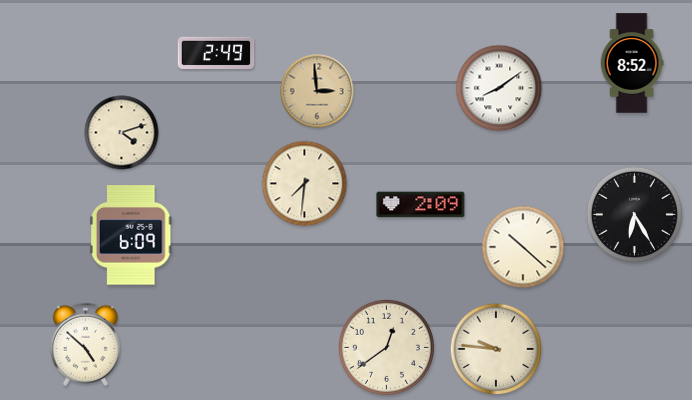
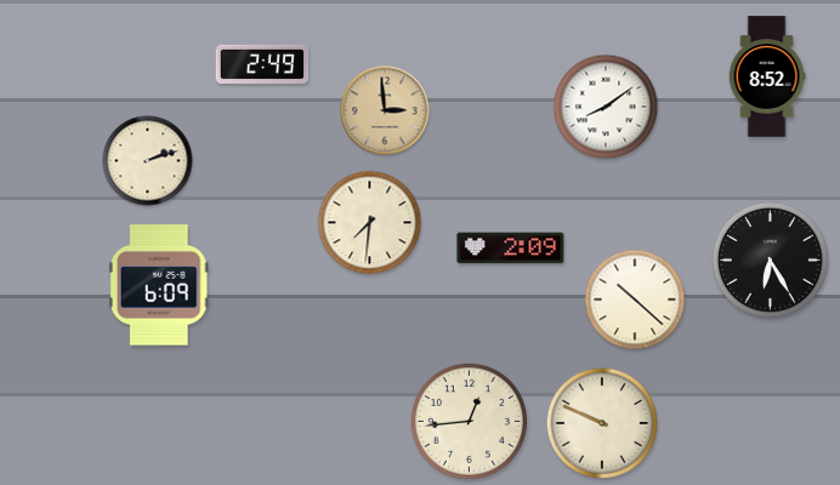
clock at (122, 133): 4:12 -> 2:12
clock at (85, 344): 4:52 -> none
clock at (386, 347): 12:39 -> 12:44
clock at (496, 349): 9:46 -> 9:49
